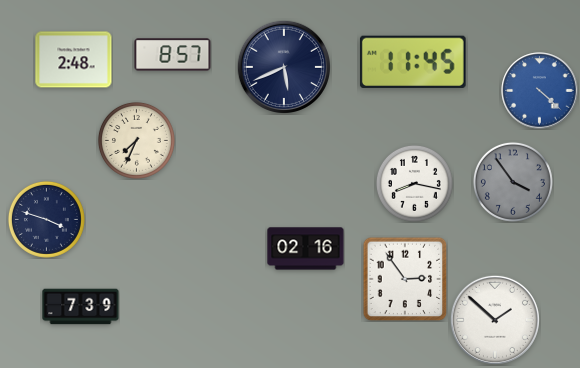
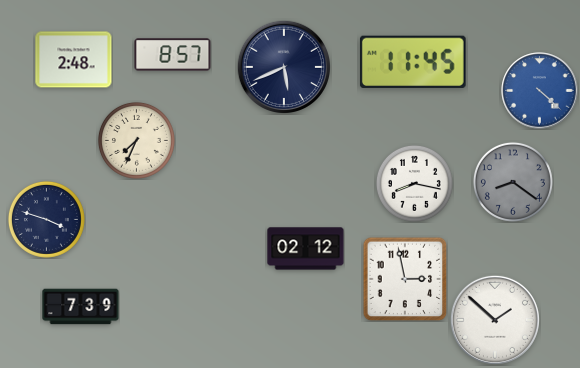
clock at (513, 182): 3:54 -> 8:21
clock at (306, 249): 02:16 -> 02:12
clock at (405, 279): 2:54 -> 2:58
